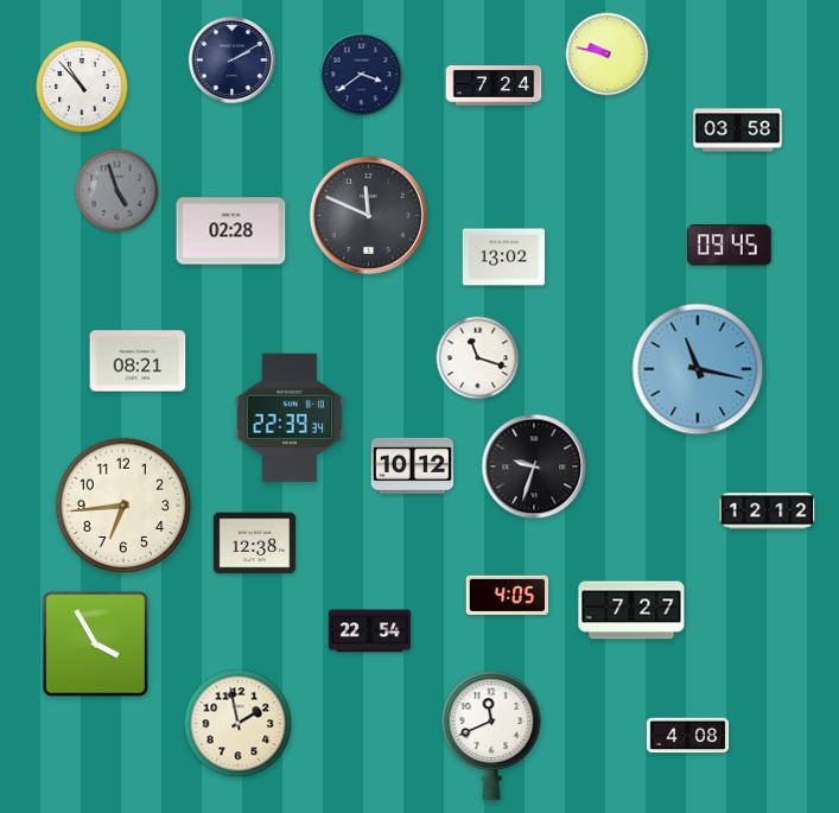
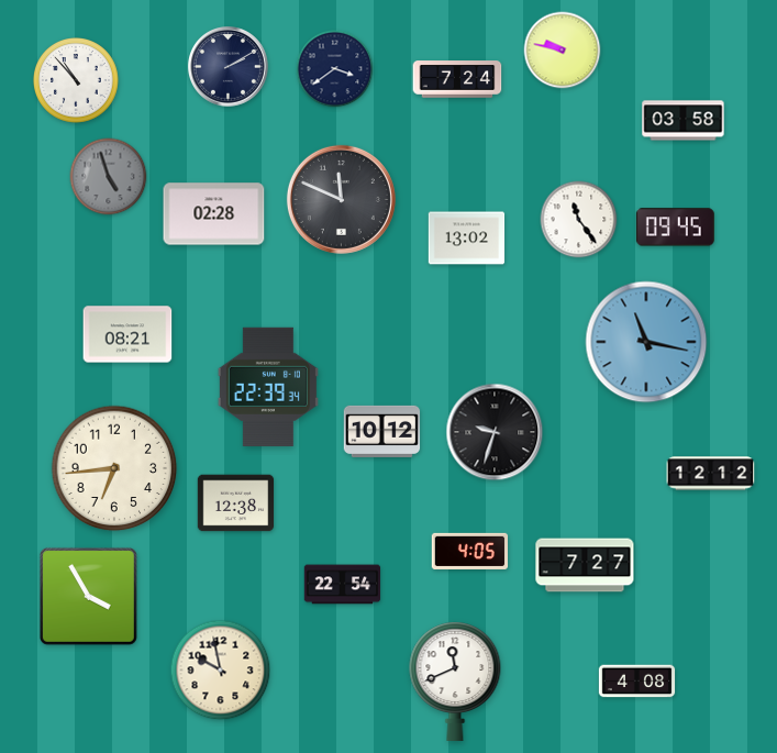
clock at (233, 61) position: (233, 61) -> (229, 67)
clock at (579, 220): none -> 11:24
clock at (478, 358): 11:18 -> none
clock at (239, 724): 1:58 -> 9:58
